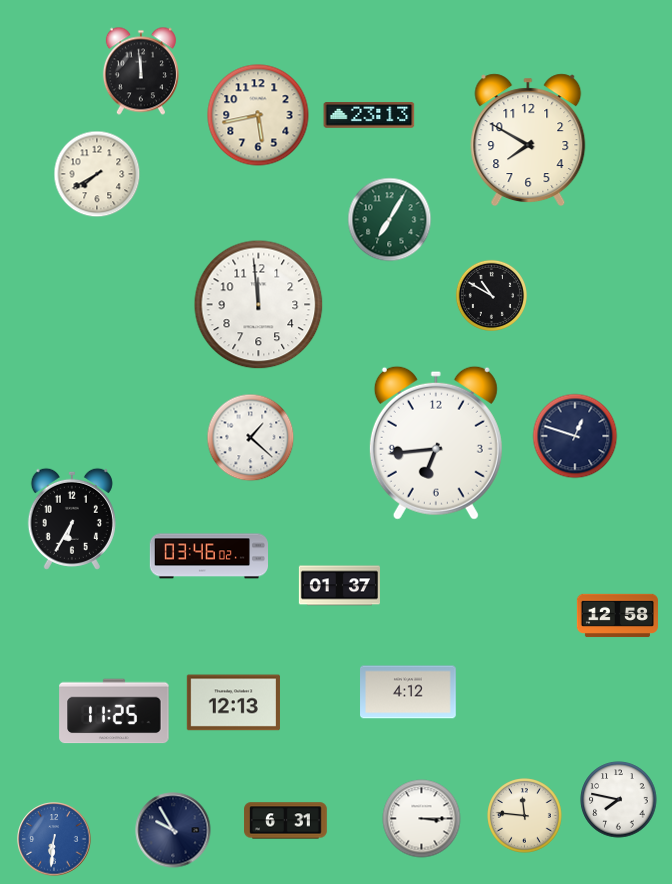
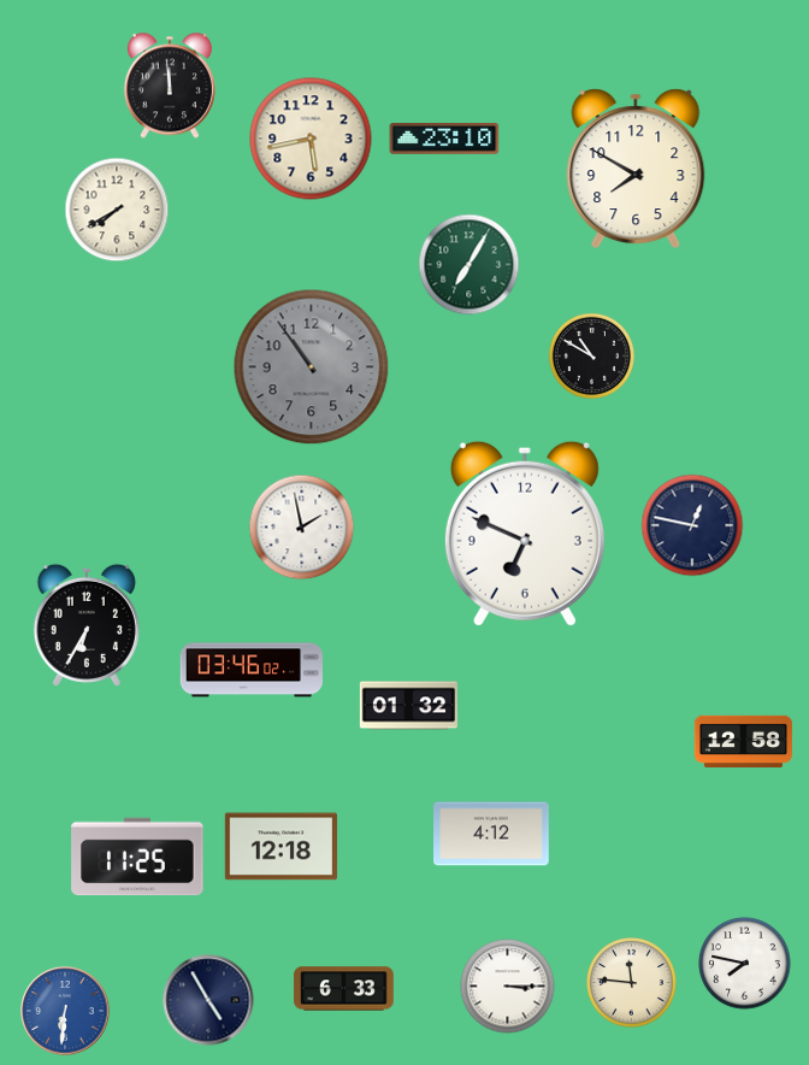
clock at (369, 116): 23:13 -> 23:10
clock at (259, 305): 11:59 -> 10:54
clock at (259, 305) dial: white -> grey
clock at (575, 436): 12:48 -> 12:47
clock at (251, 438): 1:22 -> 1:58
clock at (436, 443): 6:44 -> 6:49
clock at (339, 586): 01:37 -> 01:32
clock at (233, 703): 12:13 -> 12:18
clock at (286, 821): 6:31 -> 6:33
clock at (173, 830): 9:55 -> 4:55
